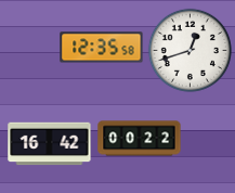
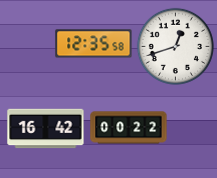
clock at (50, 144) position: (50, 144) -> (46, 129)
